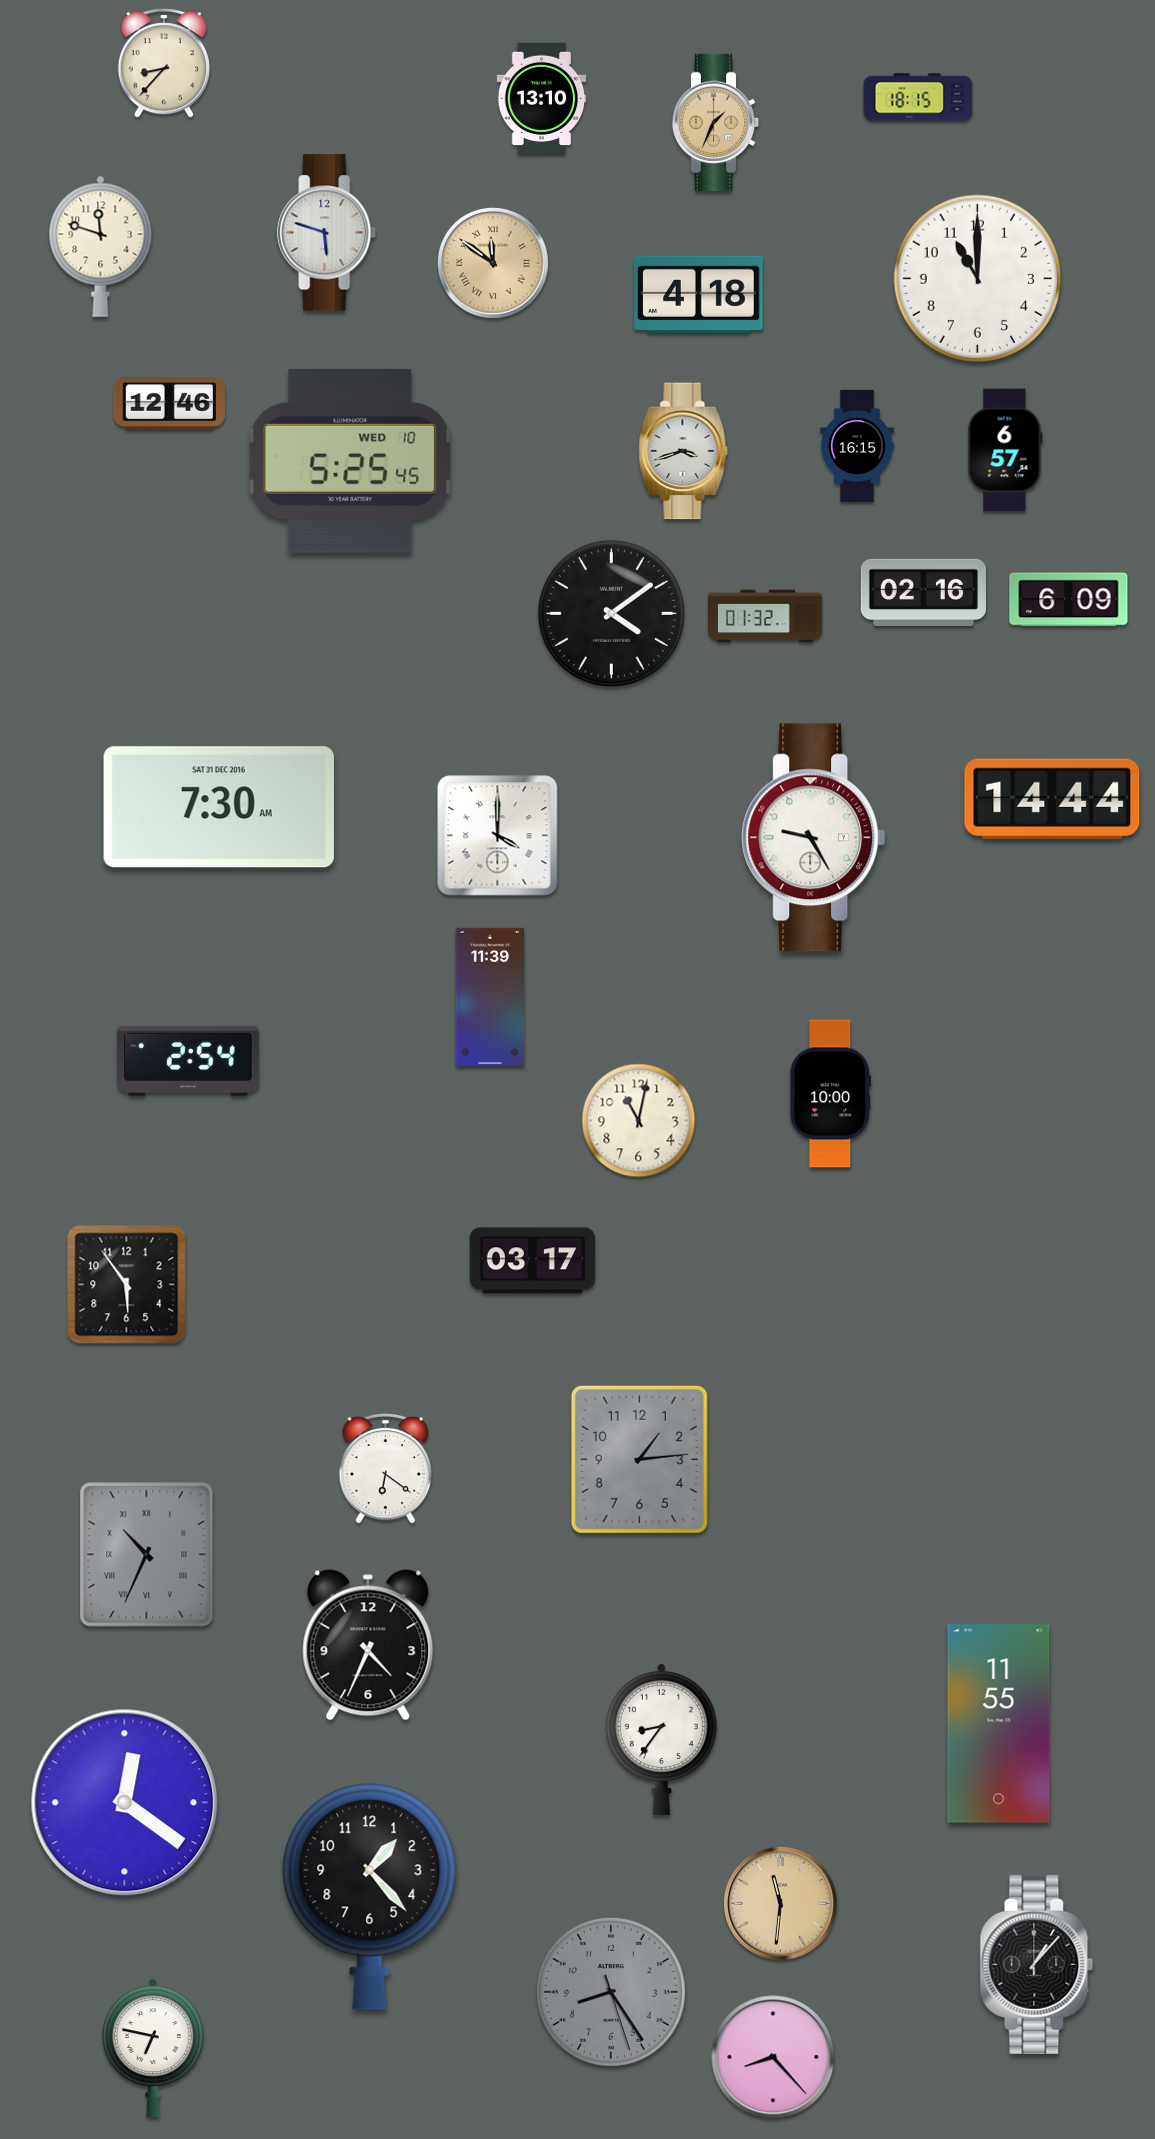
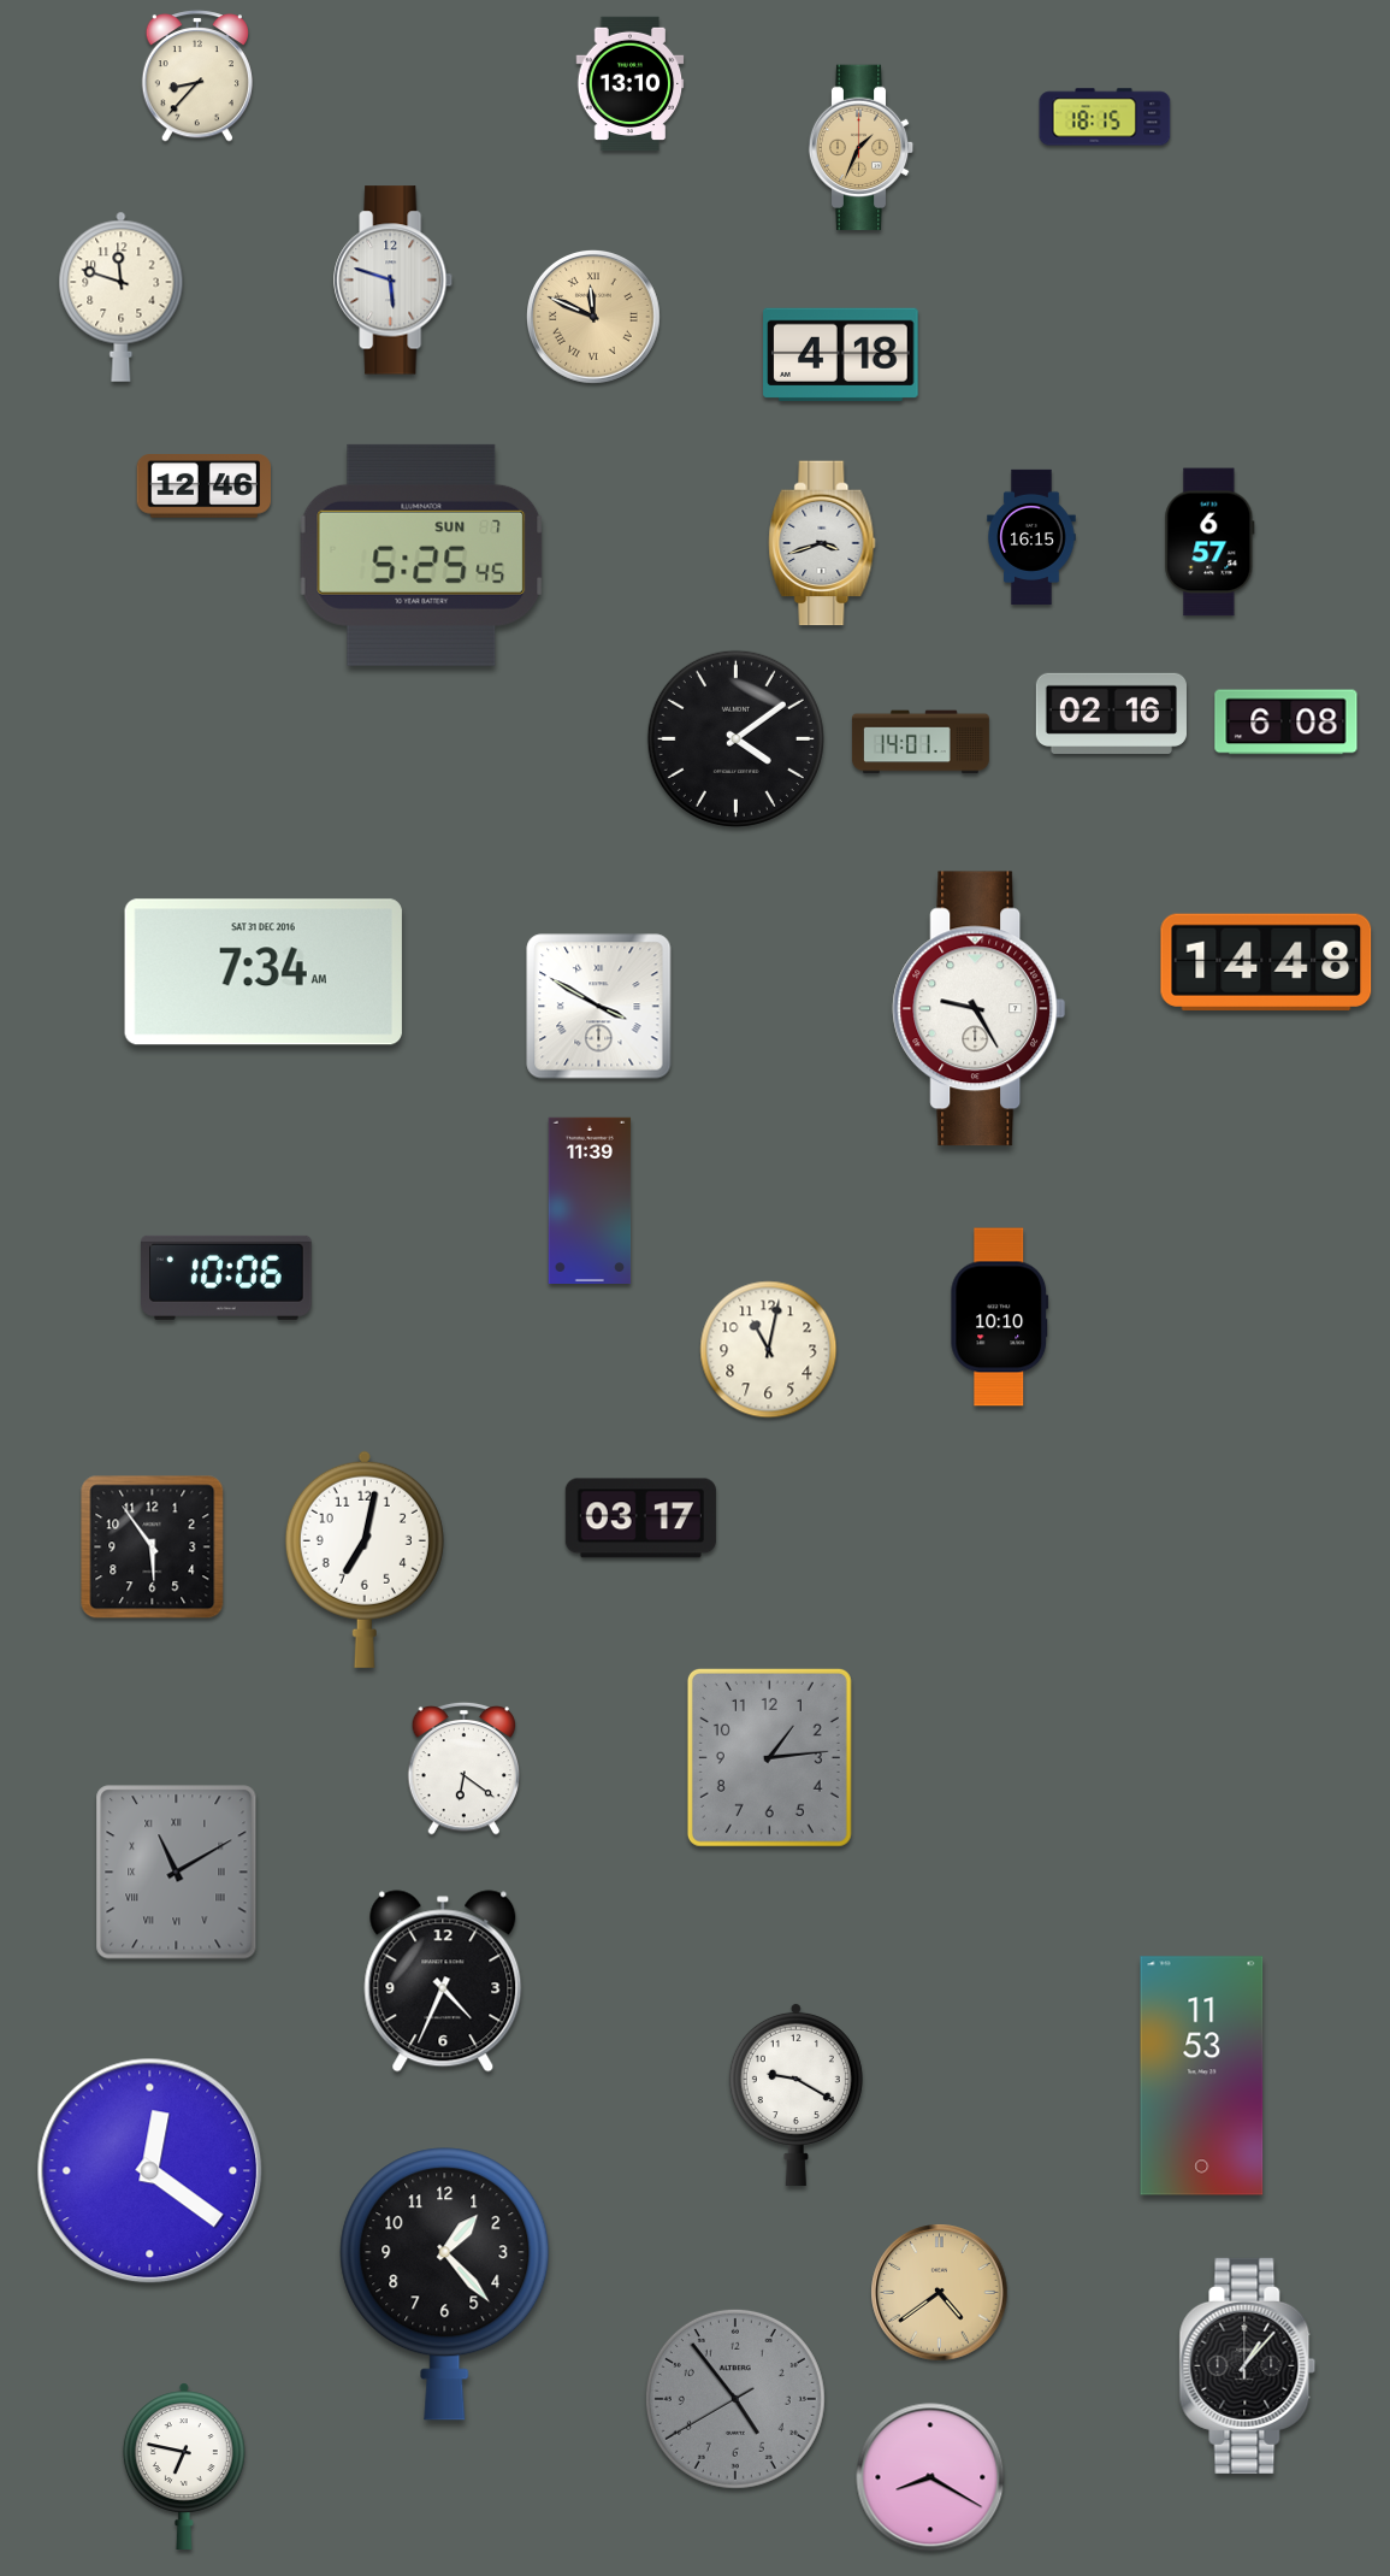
clock at (542, 99) position: (542, 99) -> (631, 84)
clock at (494, 264): 11:51 -> 11:49
clock at (977, 278): 11:00 -> none
clock at (350, 461) date: WED 10 -> SUN 7
clock at (1069, 600): 6:09 -> 6:08
clock at (765, 616): 01:32 -> 14:01
clock at (1052, 799): 14:44 -> 14:48
clock at (219, 807): 7:30 -> 7:34
clock at (498, 836): 4:00 -> 3:50
clock at (189, 1061): 2:54 -> 10:06
clock at (831, 1094): 10:00 -> 10:10
clock at (365, 1560): none -> 7:02
clock at (147, 1555): 10:34 -> 11:10
clock at (999, 1724): 11:55 -> 11:53
clock at (661, 1739): 8:36 -> 9:20
clock at (781, 1904): 11:31 -> 4:39
clock at (611, 1992): 8:24 -> 4:53
clock at (773, 2057): 8:23 -> 8:20
